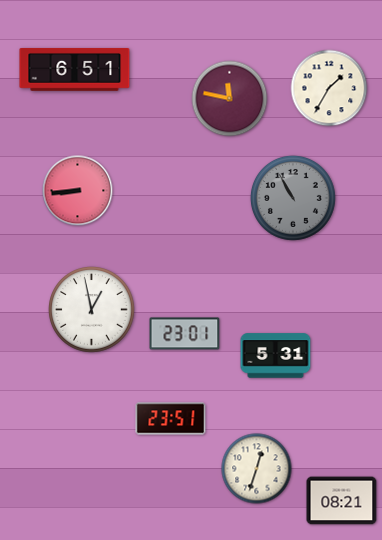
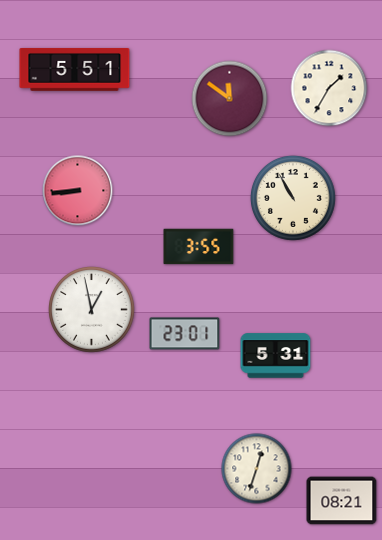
clock at (75, 70): 6:51 -> 5:51
clock at (230, 99): 11:47 -> 11:51
clock at (293, 198) dial: grey -> cream
clock at (199, 247): none -> 3:55
clock at (171, 419): 23:51 -> none
